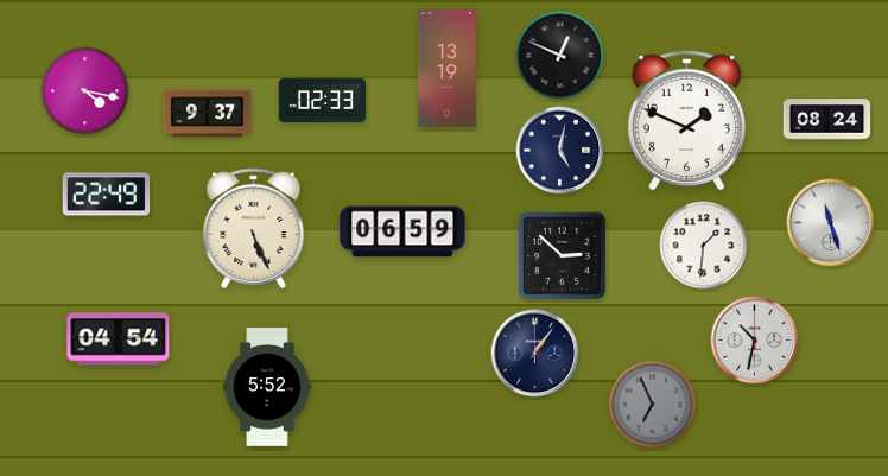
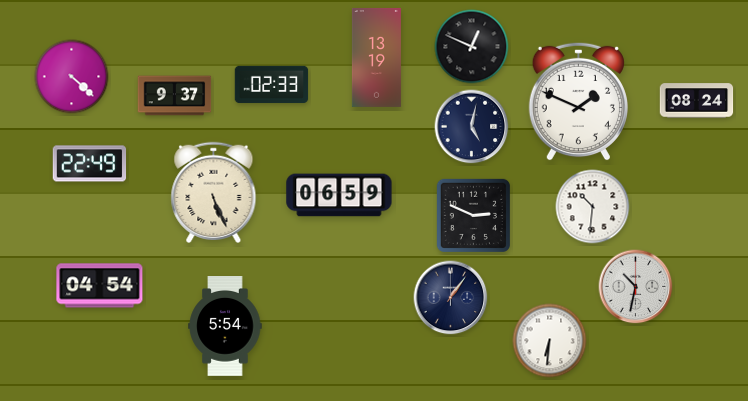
clock at (85, 91): 4:17 -> 4:22
clock at (831, 223): 11:27 -> none
clock at (704, 246): 1:31 -> 10:31
clock at (562, 255): 2:52 -> 2:49
clock at (267, 388): 5:52 -> 5:54
clock at (653, 405): 6:56 -> 6:31
clock at (653, 405) dial: grey -> white
